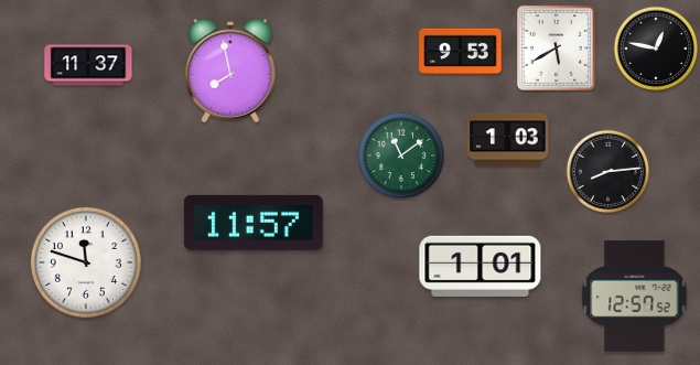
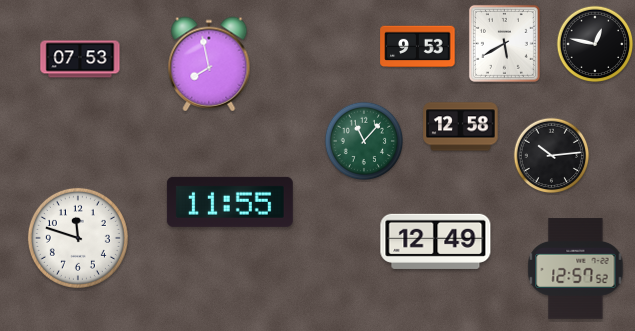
clock at (88, 65): 11:37 -> 07:53
clock at (508, 140): 1:03 -> 12:58
clock at (401, 155): 11:09 -> 11:07
clock at (609, 172): 8:14 -> 10:14
clock at (254, 223): 11:57 -> 11:55
clock at (481, 266): 1:01 -> 12:49
